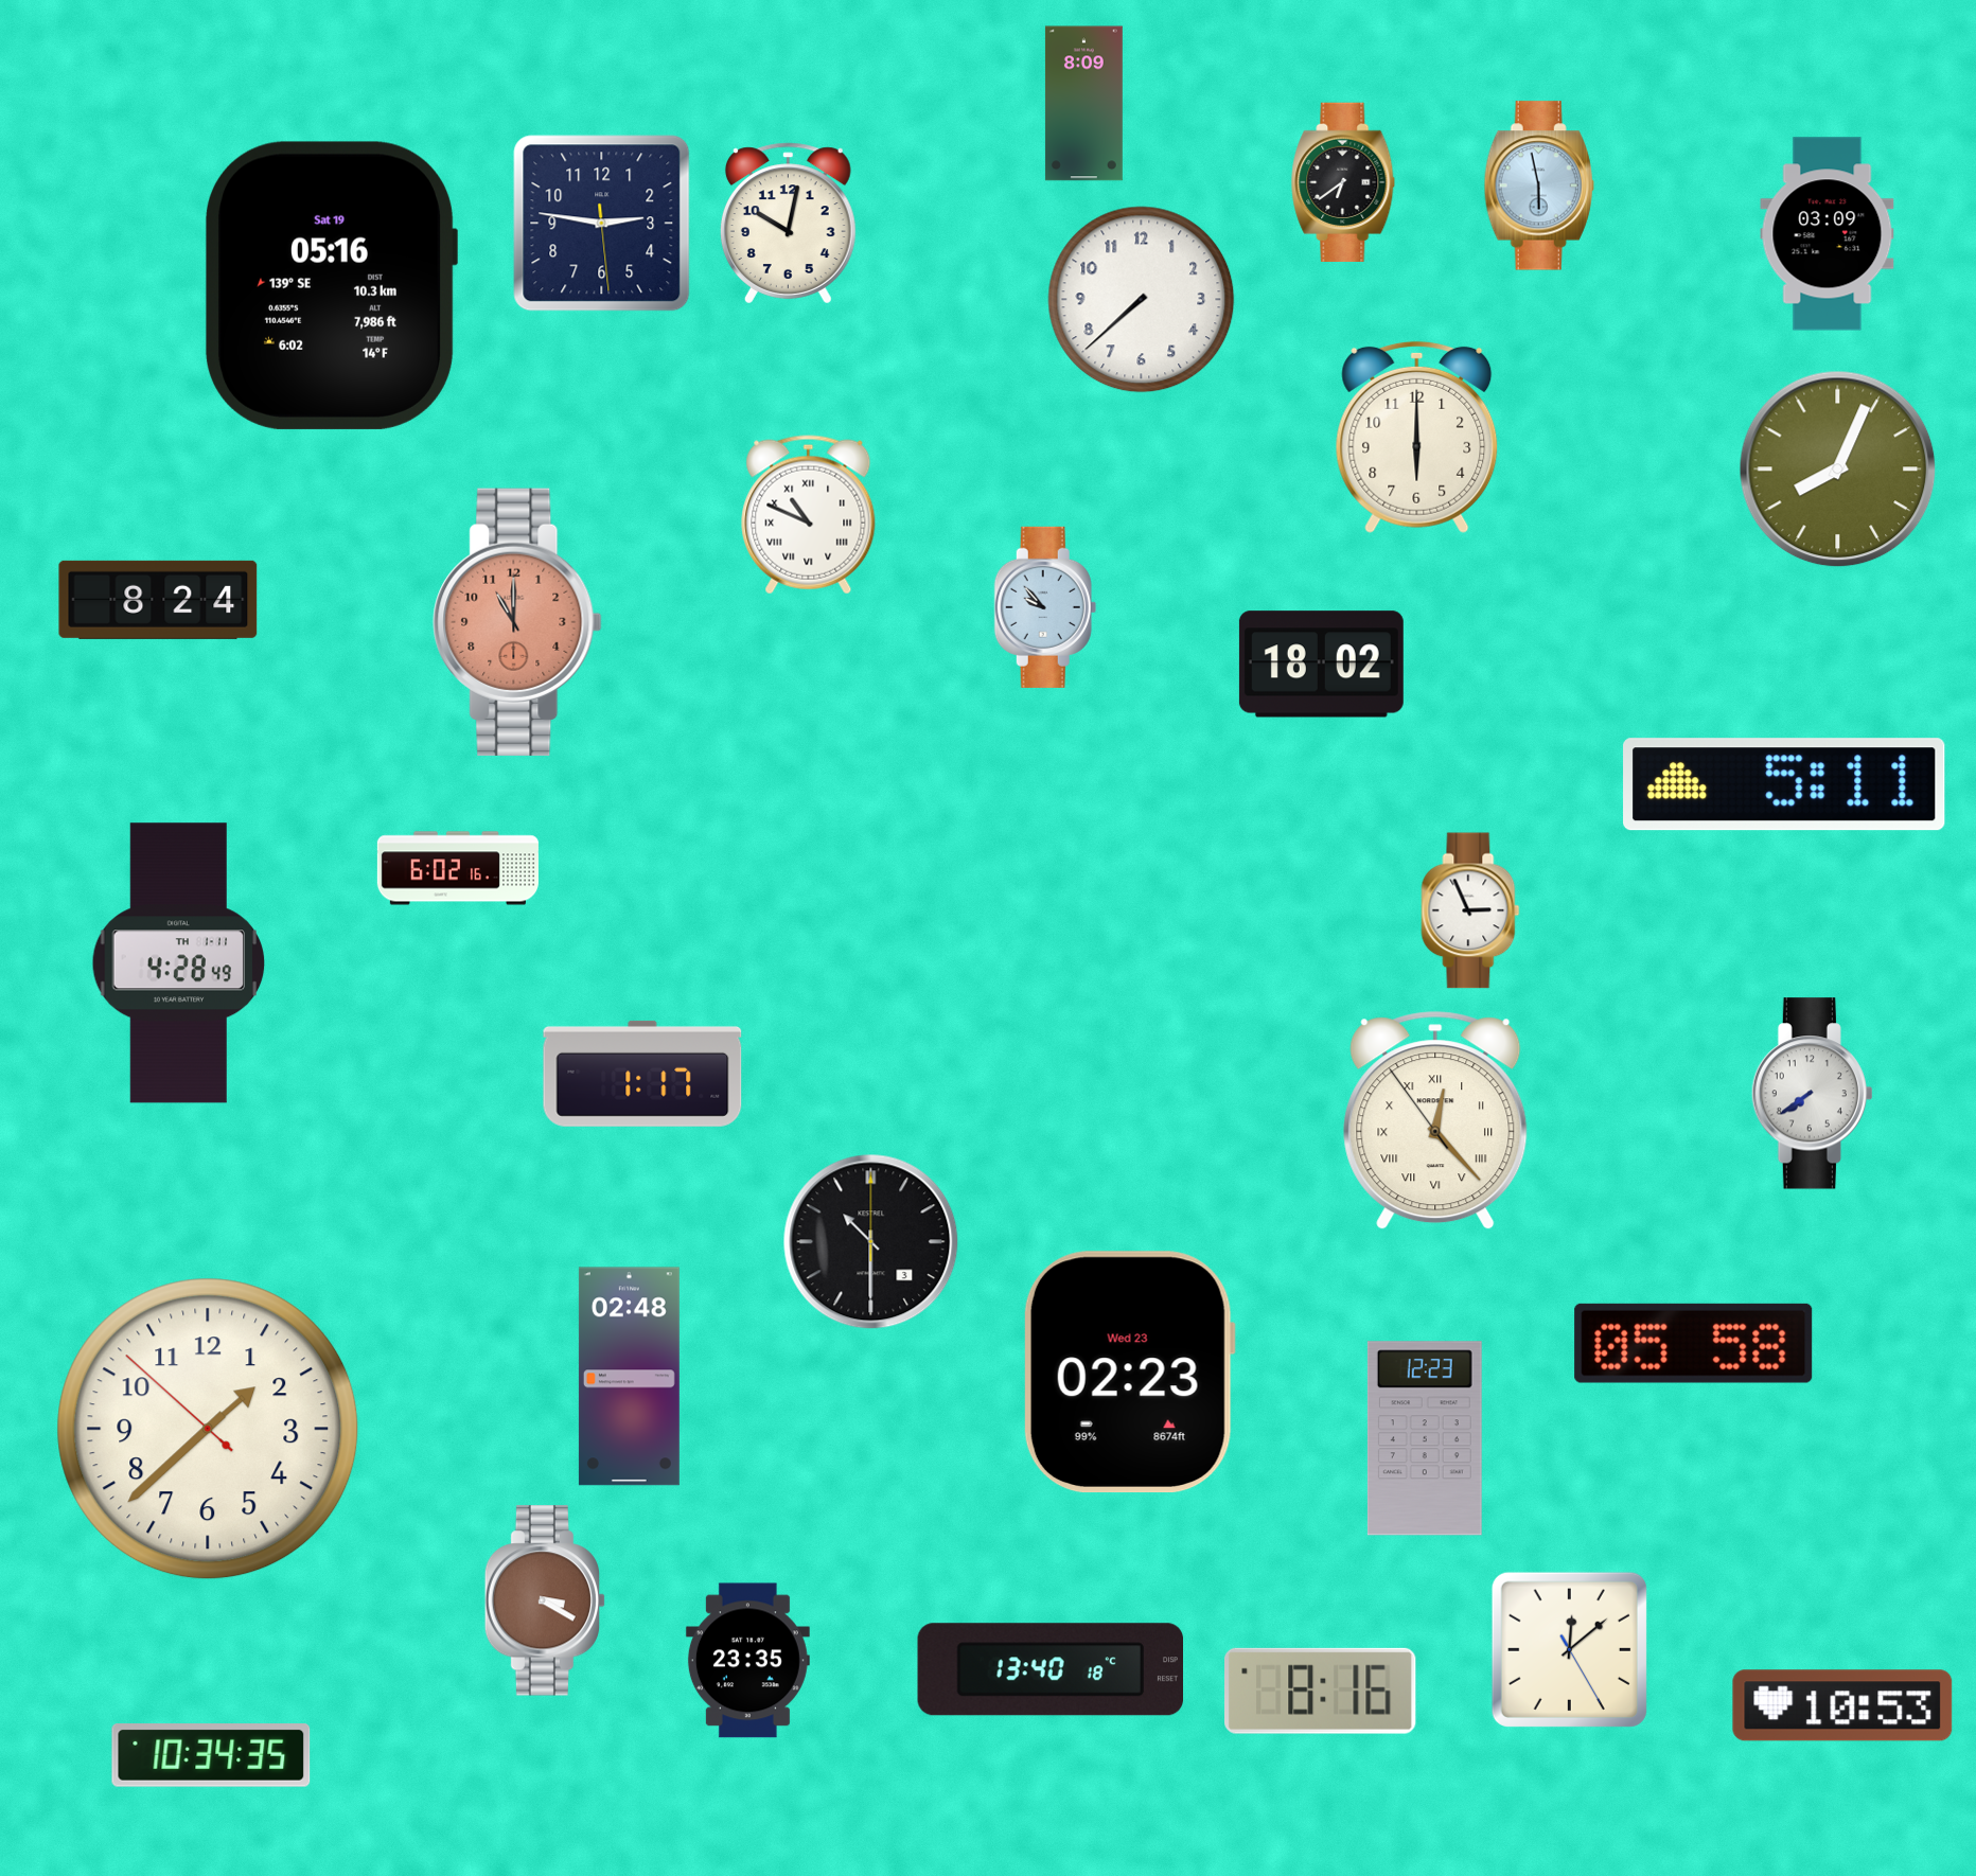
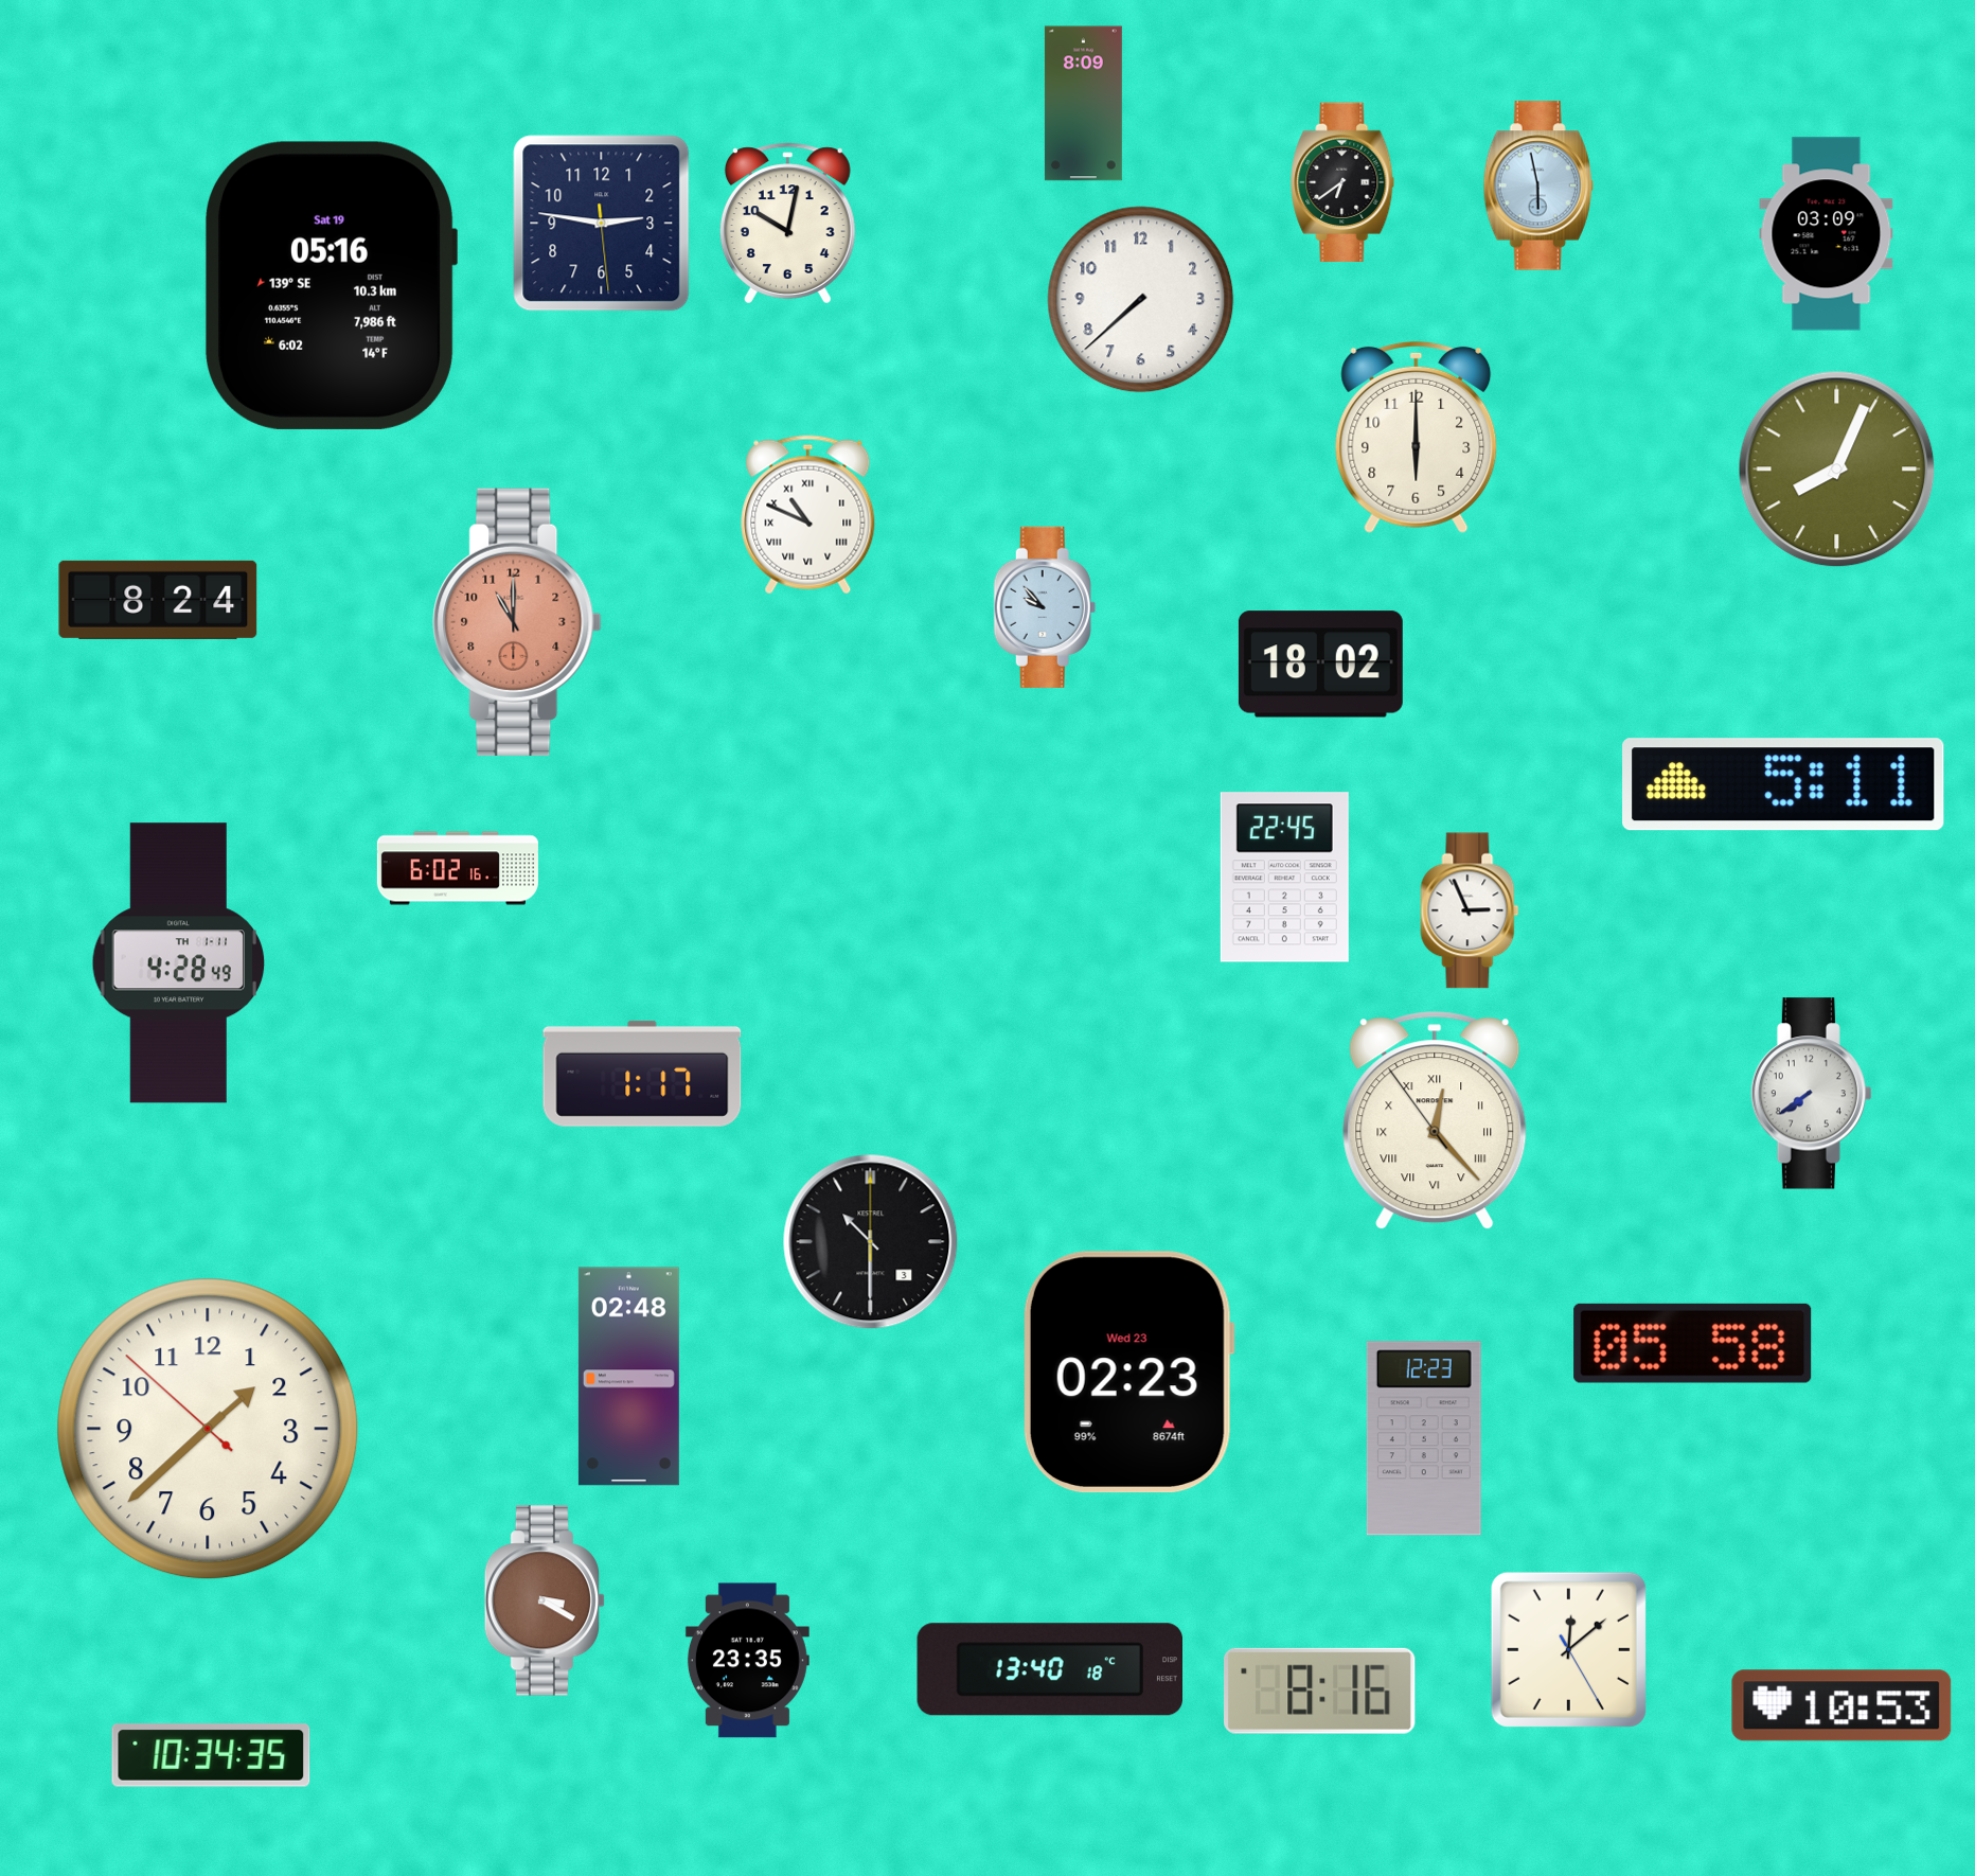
clock at (1284, 878): none -> 22:45
